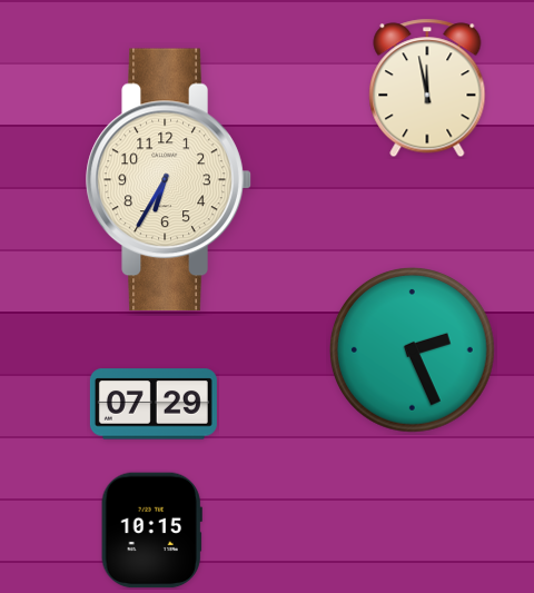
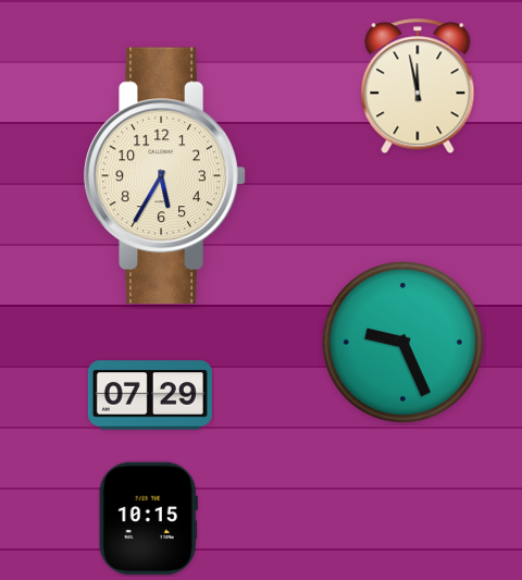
clock at (169, 180): 6:35 -> 5:35
clock at (413, 350): 2:26 -> 9:26
